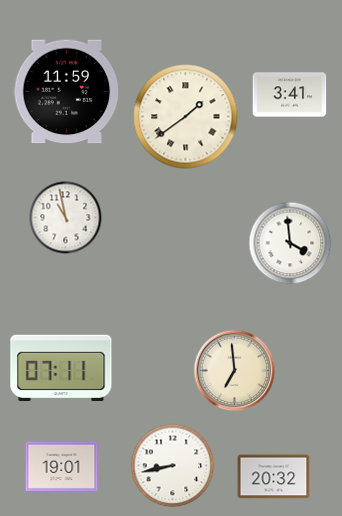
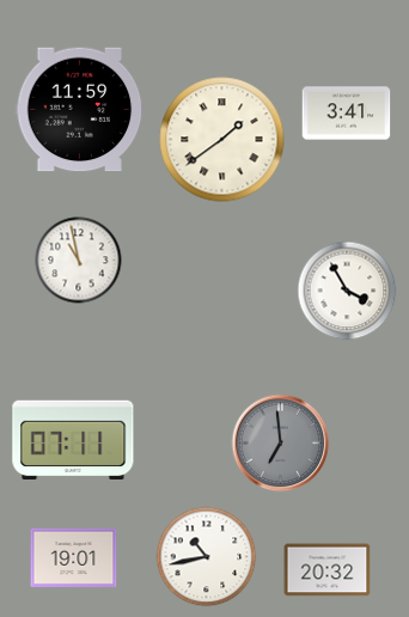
clock at (290, 243): 3:59 -> 3:55
clock at (235, 371) dial: cream -> grey
clock at (173, 466): 8:43 -> 10:43
